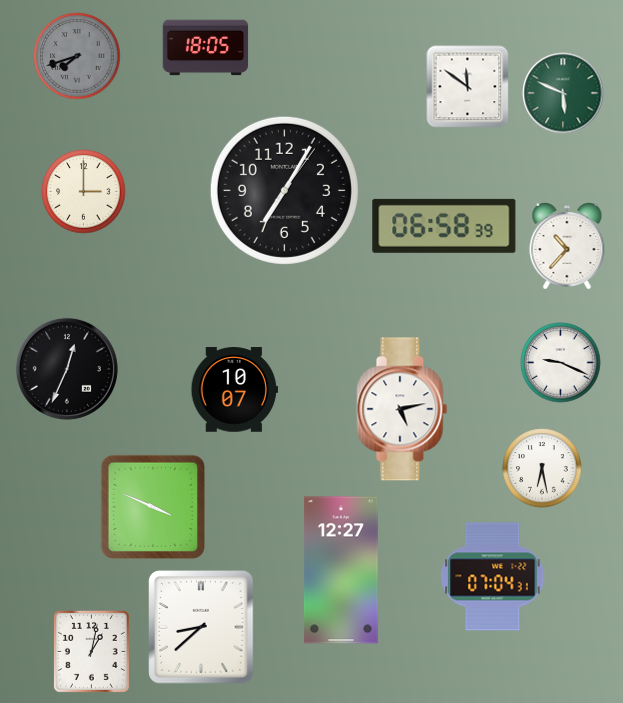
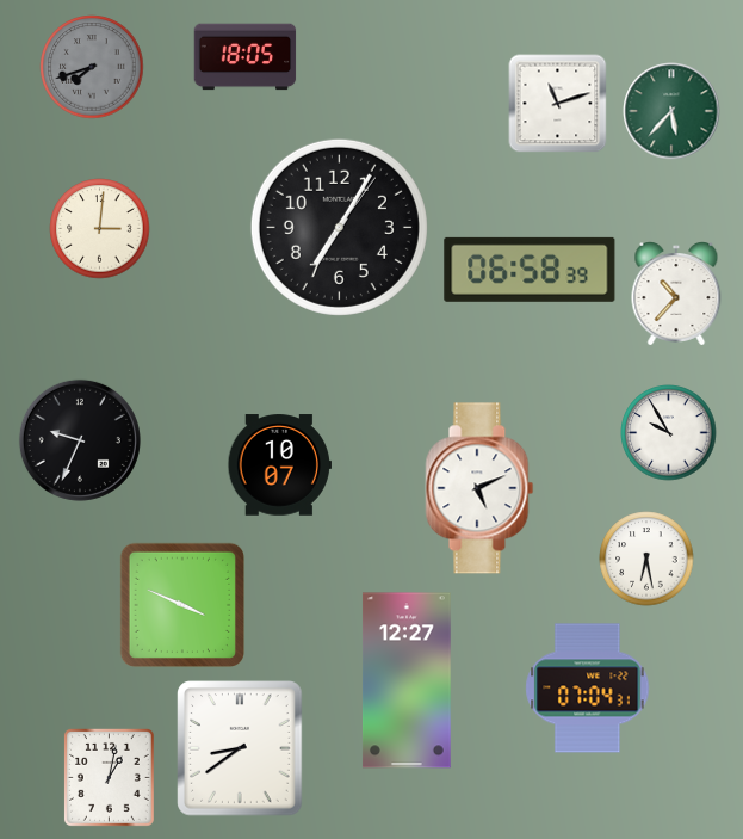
clock at (468, 87): 11:51 -> 11:12
clock at (563, 93): 5:49 -> 5:37
clock at (84, 192): 3:00 -> 3:01
clock at (561, 363): 9:19 -> 9:55
clock at (67, 369): 12:34 -> 9:34
clock at (402, 409): 5:13 -> 5:11
clock at (201, 627): 8:38 -> 8:39
